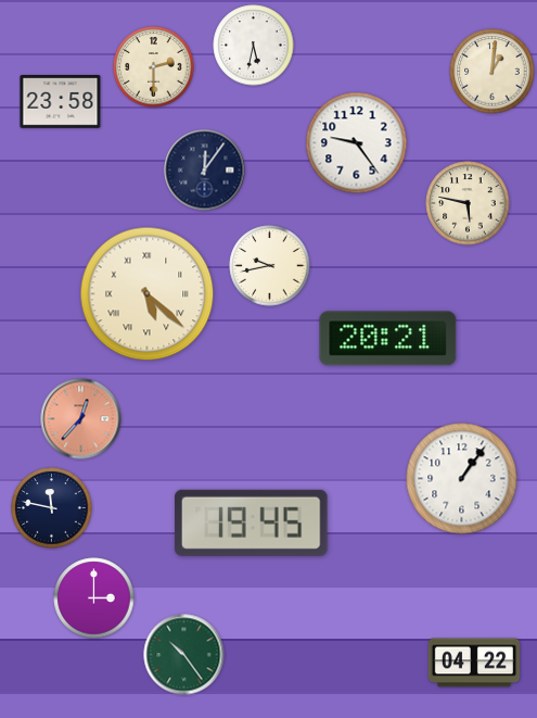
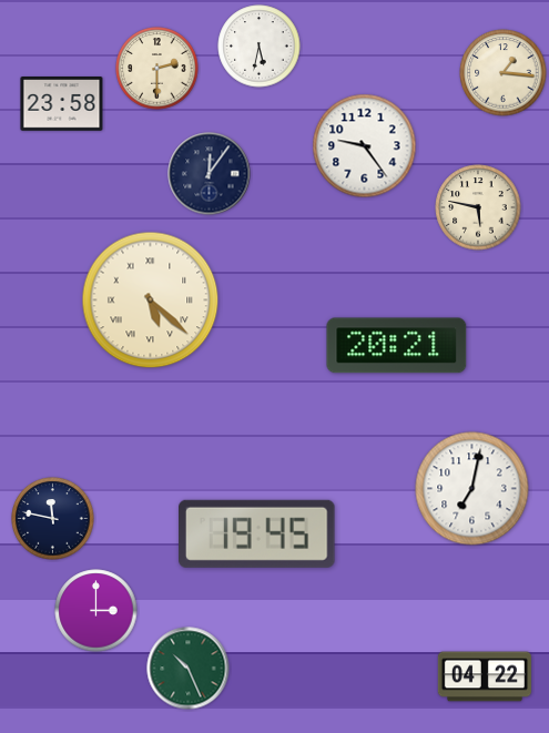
clock at (493, 72): 1:01 -> 1:16
clock at (270, 266): 9:43 -> none
clock at (81, 419): 12:37 -> none
clock at (462, 479): 1:06 -> 7:02
clock at (184, 655): 10:24 -> 10:26
